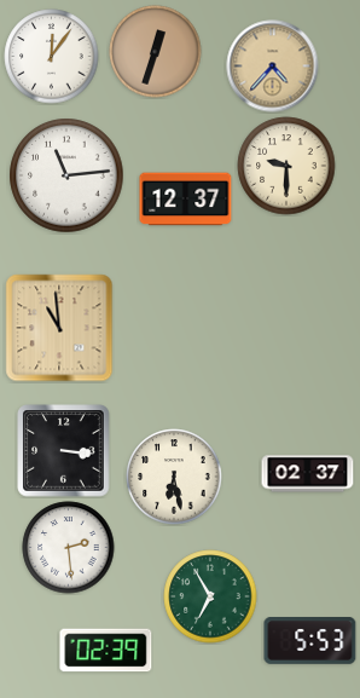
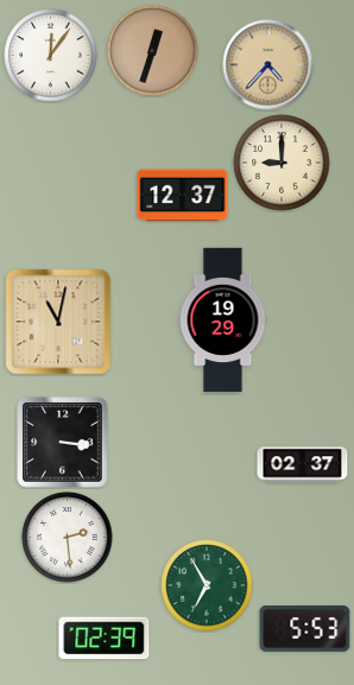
clock at (286, 166): 9:30 -> 9:00
clock at (66, 175): 11:14 -> none
clock at (223, 321): none -> 19:29
clock at (59, 328): 10:59 -> 11:02
clock at (174, 477): 6:28 -> none
